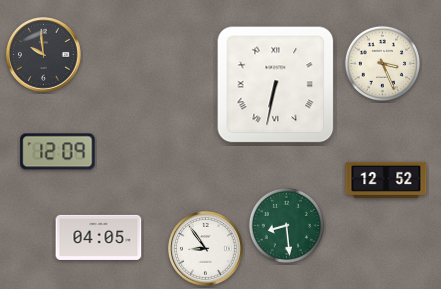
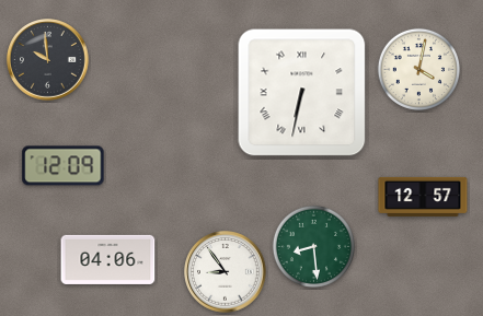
clock at (382, 63): 3:26 -> 4:02
clock at (386, 180): 12:52 -> 12:57
clock at (99, 237): 04:05 -> 04:06
